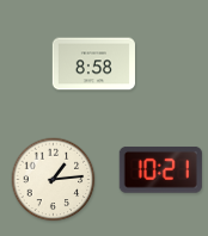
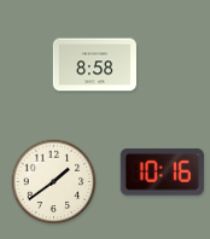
clock at (160, 170): 10:21 -> 10:16
clock at (54, 180): 1:14 -> 1:39
